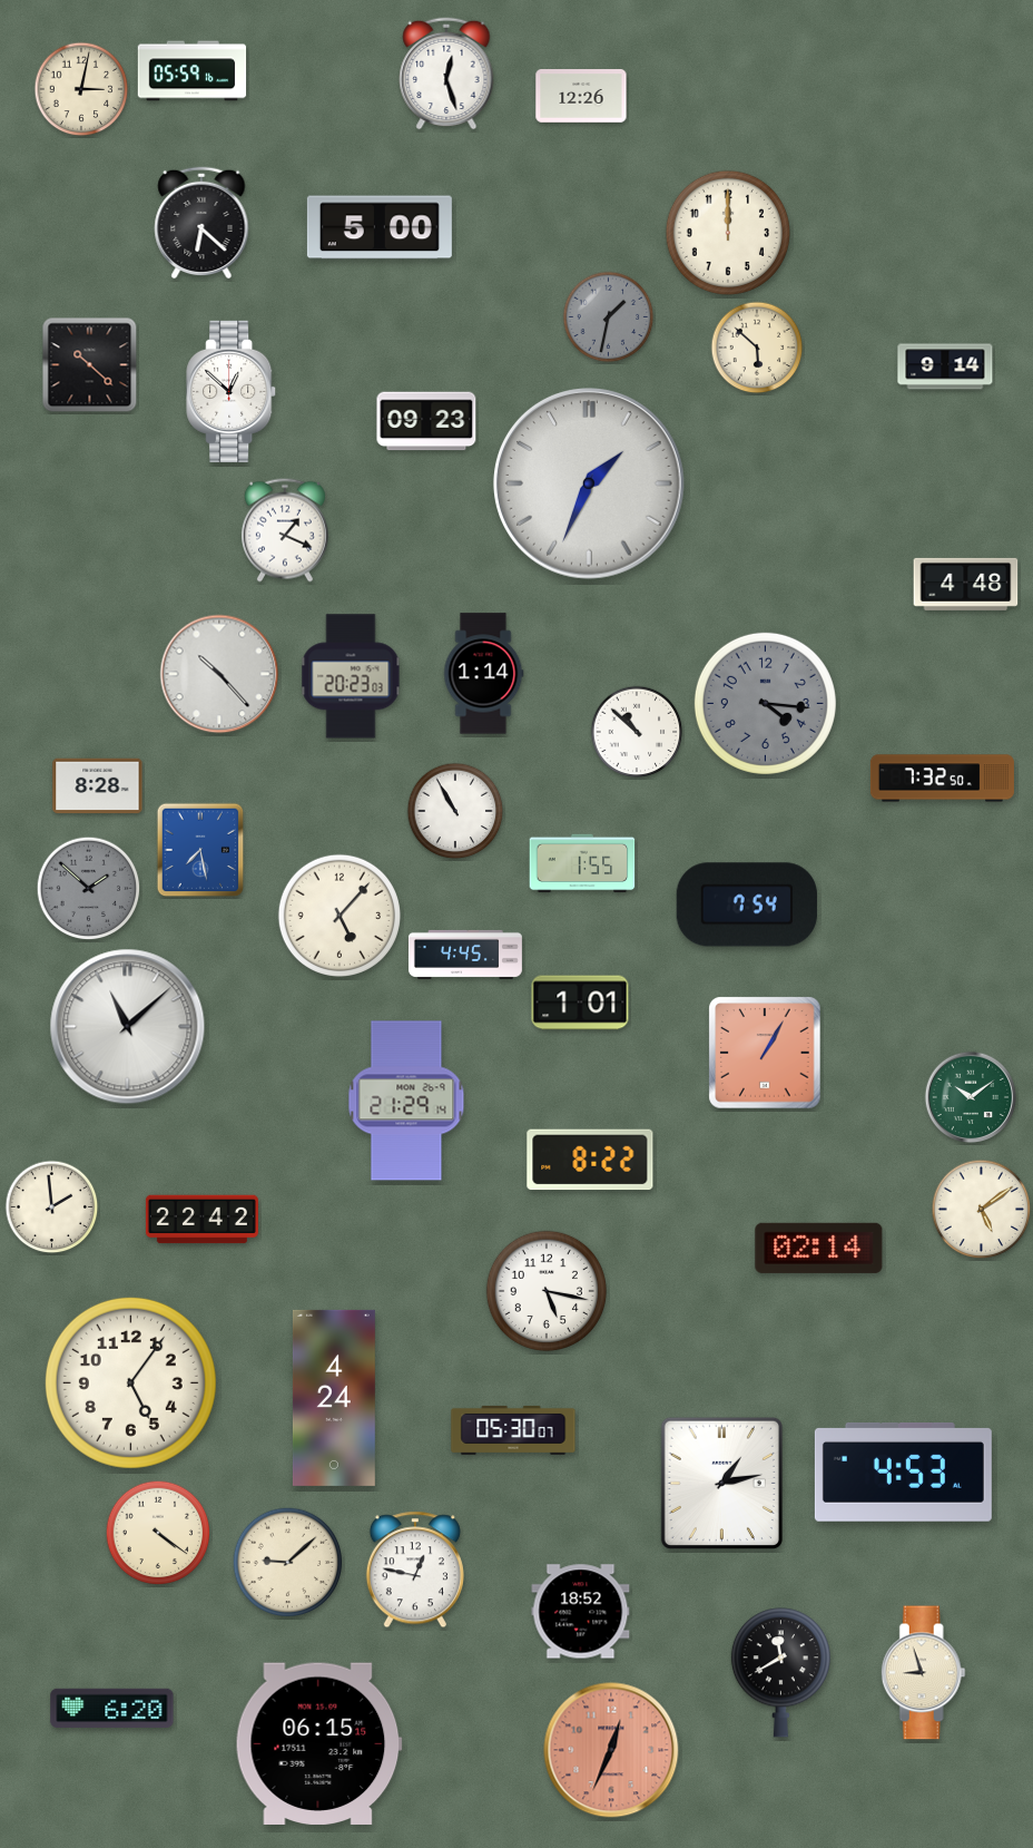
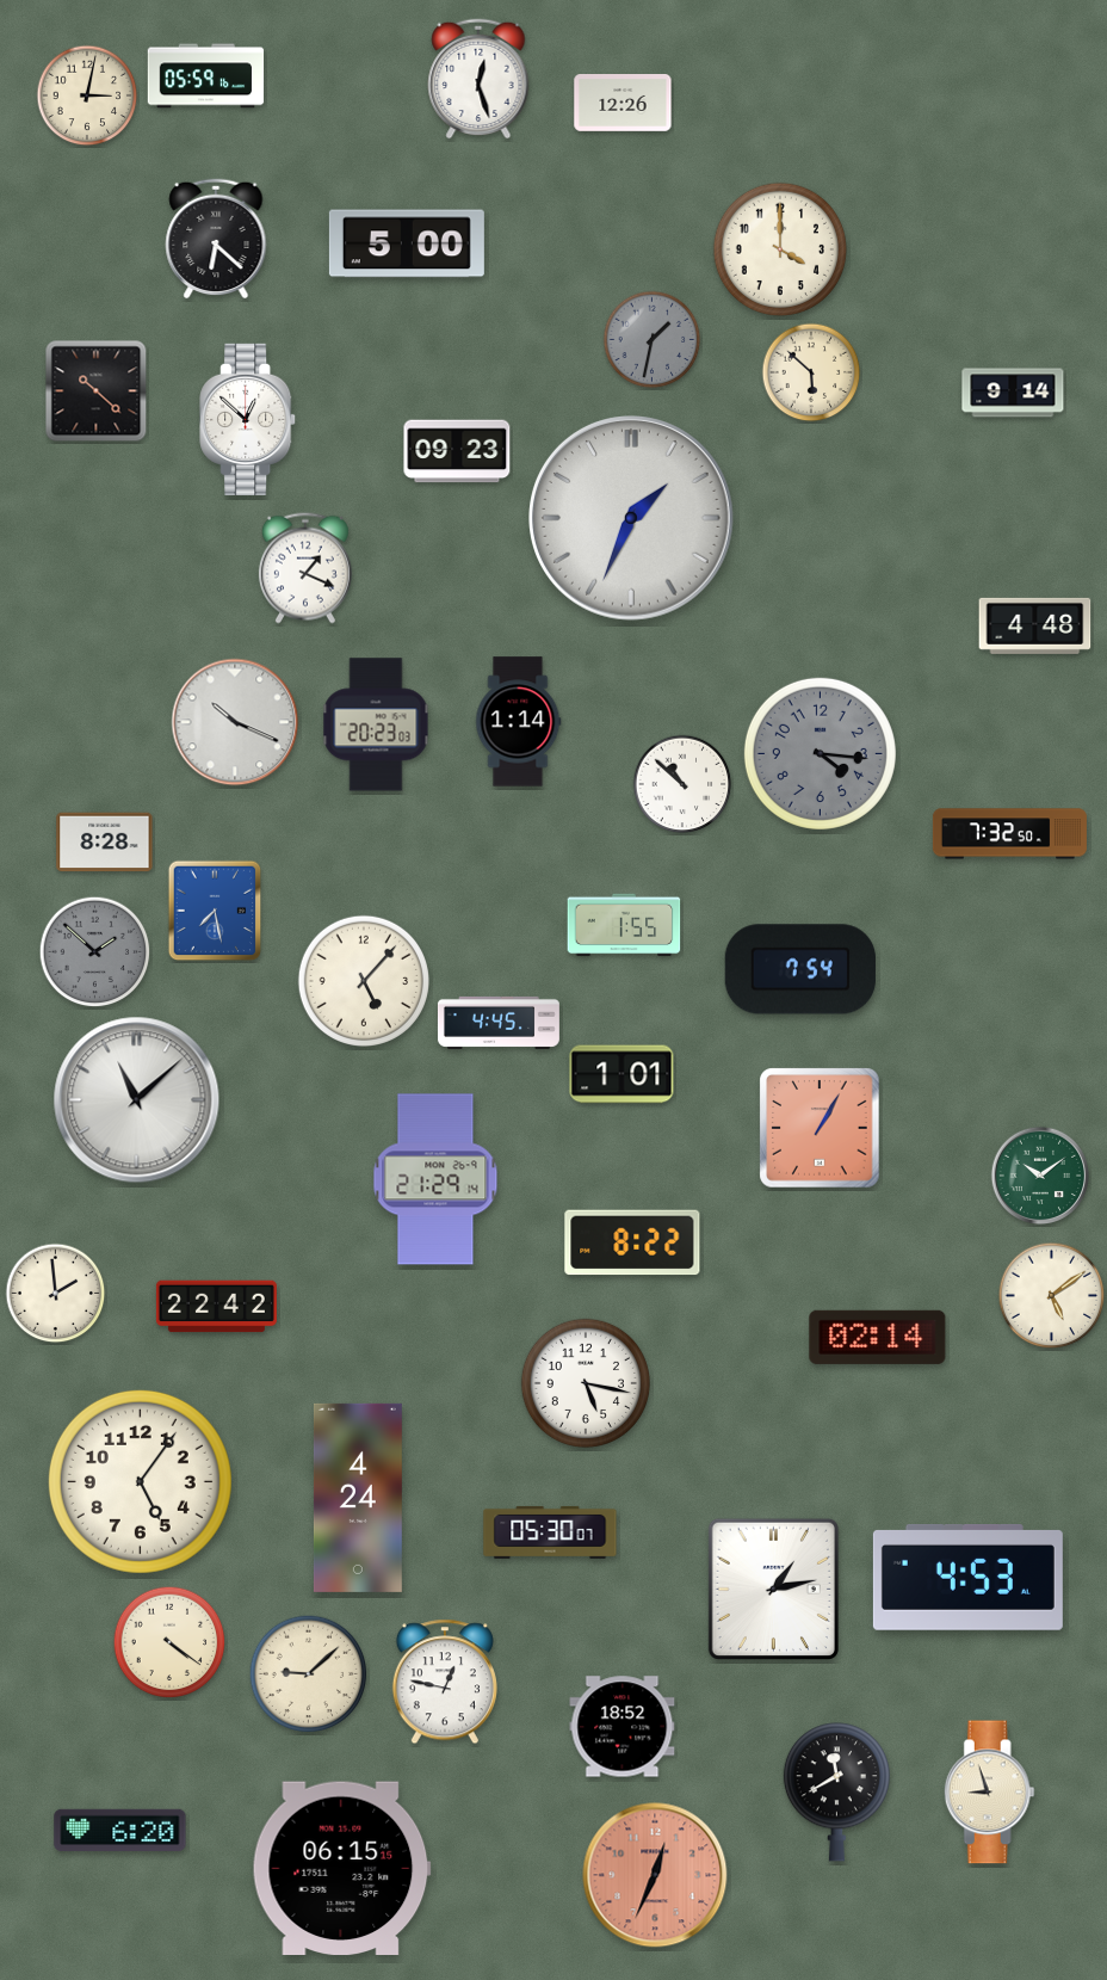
clock at (728, 233): 12:00 -> 4:00
clock at (219, 674): 10:23 -> 10:19
clock at (455, 811): 10:55 -> none
